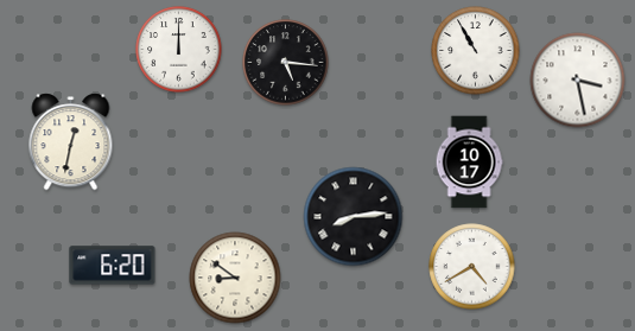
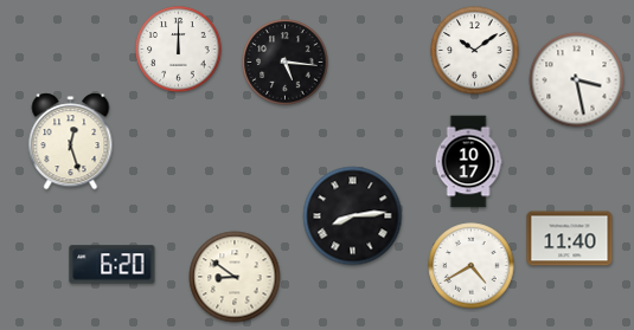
clock at (476, 51): 10:55 -> 10:09
clock at (71, 142): 12:32 -> 12:27
clock at (570, 239): none -> 11:40
